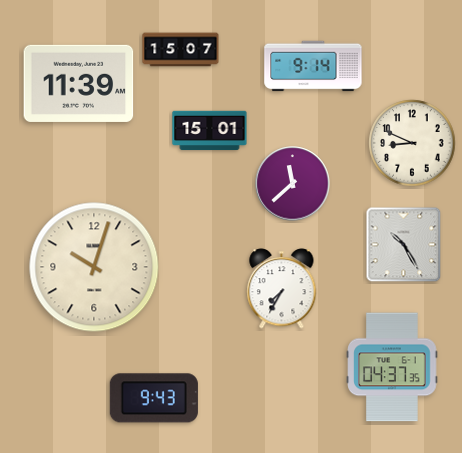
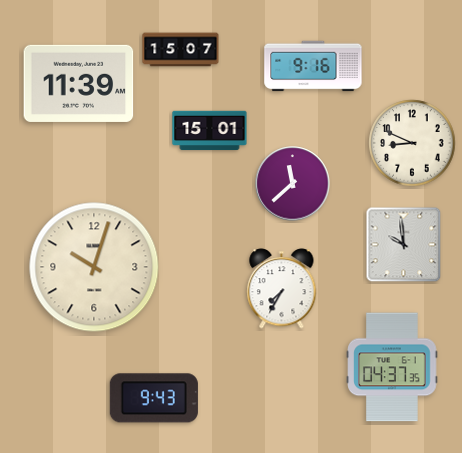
clock at (313, 66): 9:14 -> 9:16
clock at (404, 245): 10:25 -> 9:59
